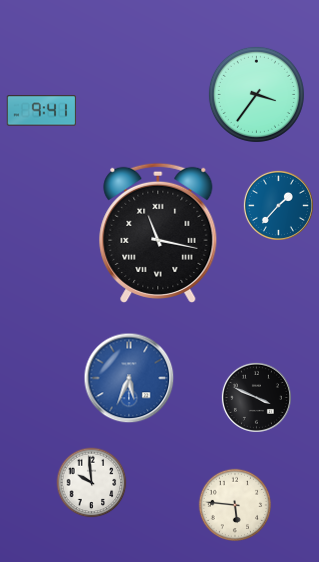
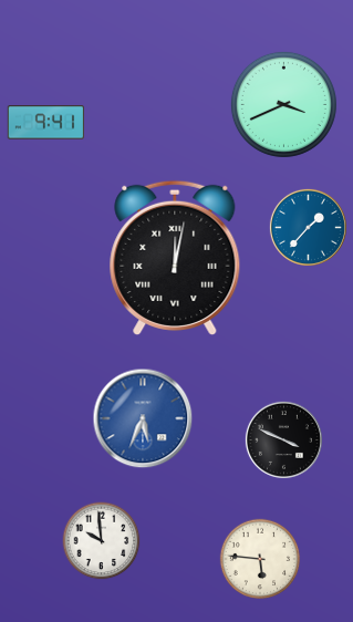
clock at (256, 94): 3:36 -> 3:41
clock at (158, 233): 11:17 -> 12:02
clock at (92, 483) position: (92, 483) -> (102, 541)
